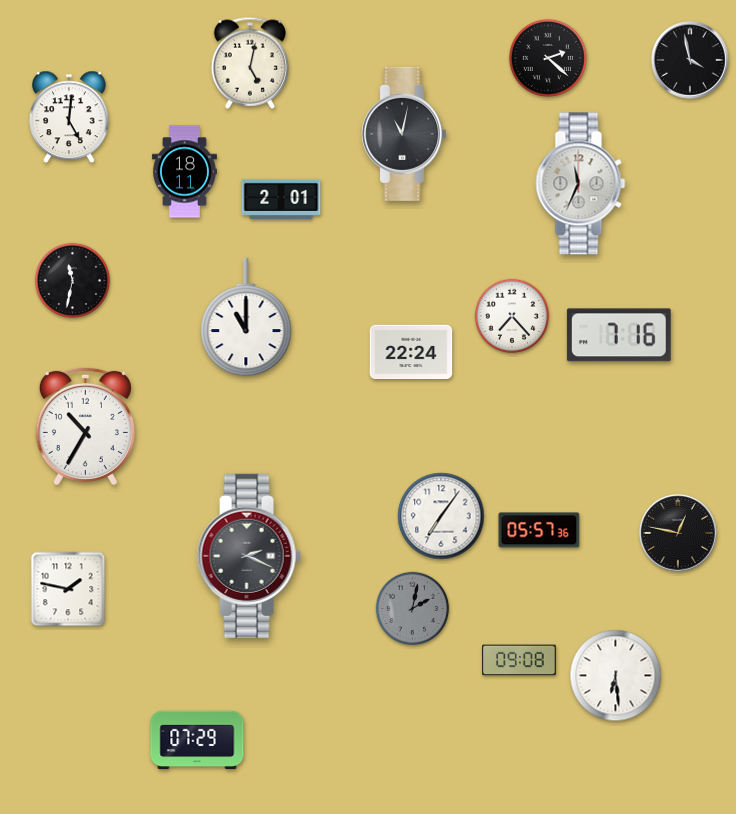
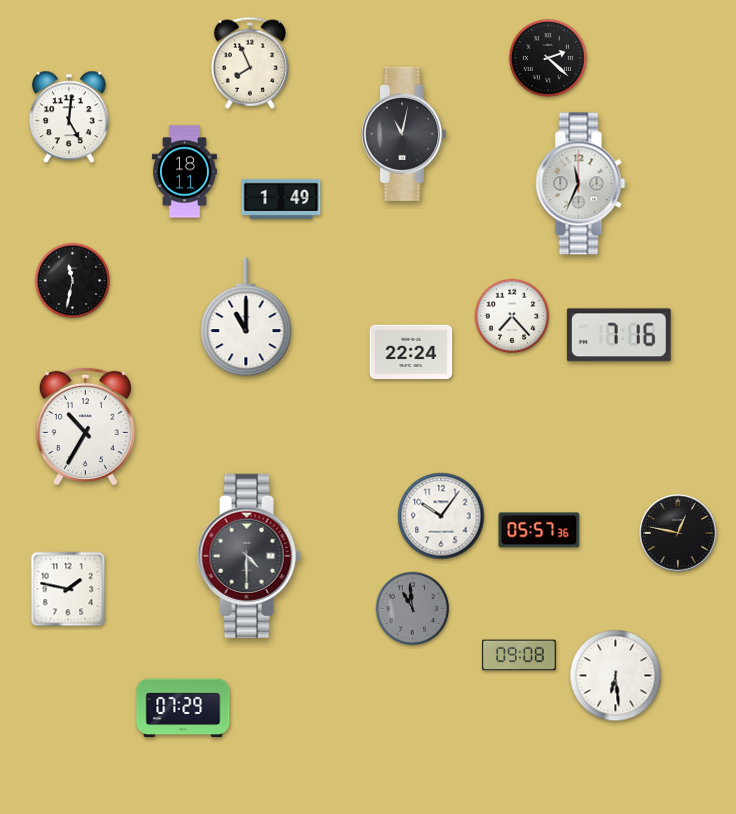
clock at (690, 60): 3:58 -> none
clock at (250, 63): 5:02 -> 7:56
clock at (281, 199): 2:01 -> 1:49
clock at (441, 516): 7:06 -> 10:06
clock at (249, 556): 2:19 -> 4:30
clock at (413, 609): 2:02 -> 10:59
clock at (519, 660) position: (519, 660) -> (519, 655)
clock at (197, 740) position: (197, 740) -> (183, 708)
